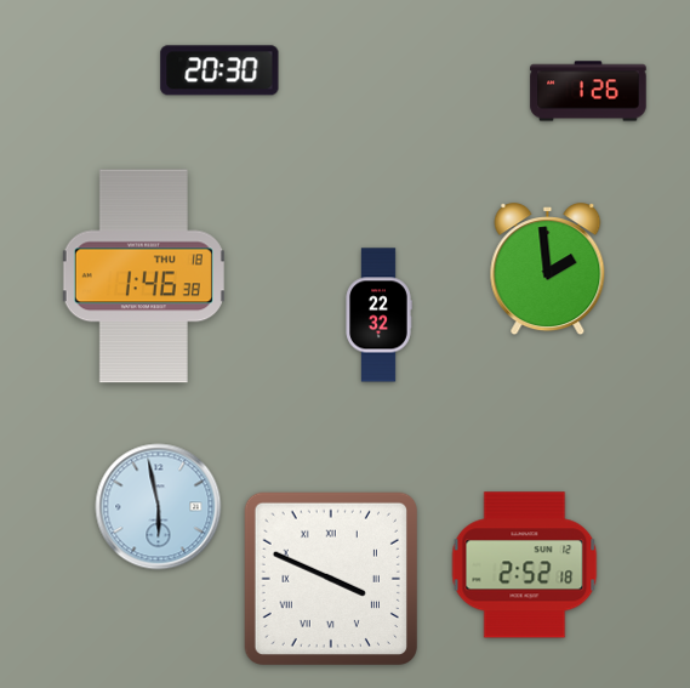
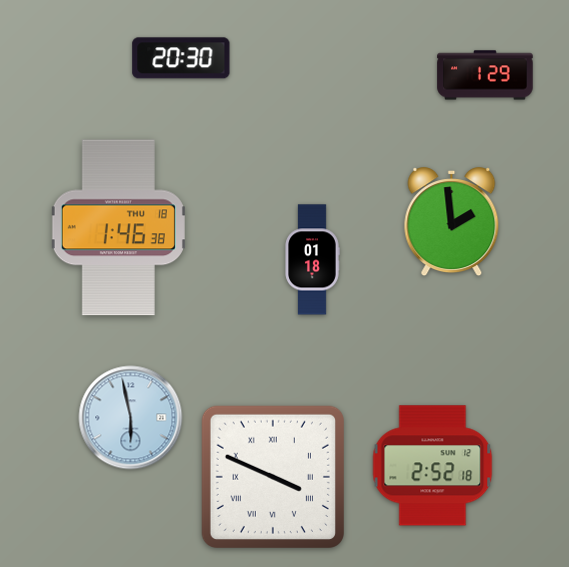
clock at (588, 91): 1:26 -> 1:29
clock at (378, 315): 22:32 -> 01:18
